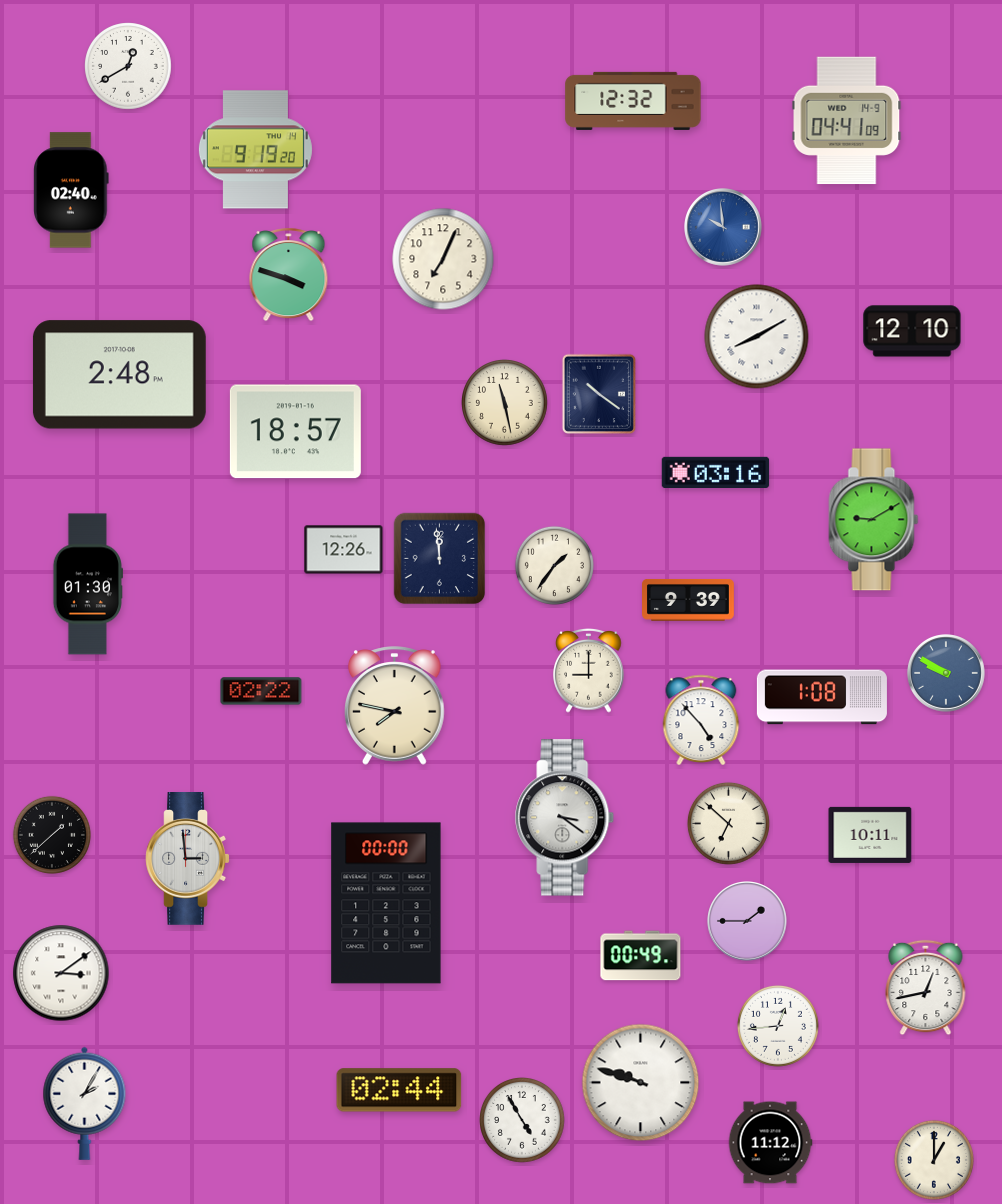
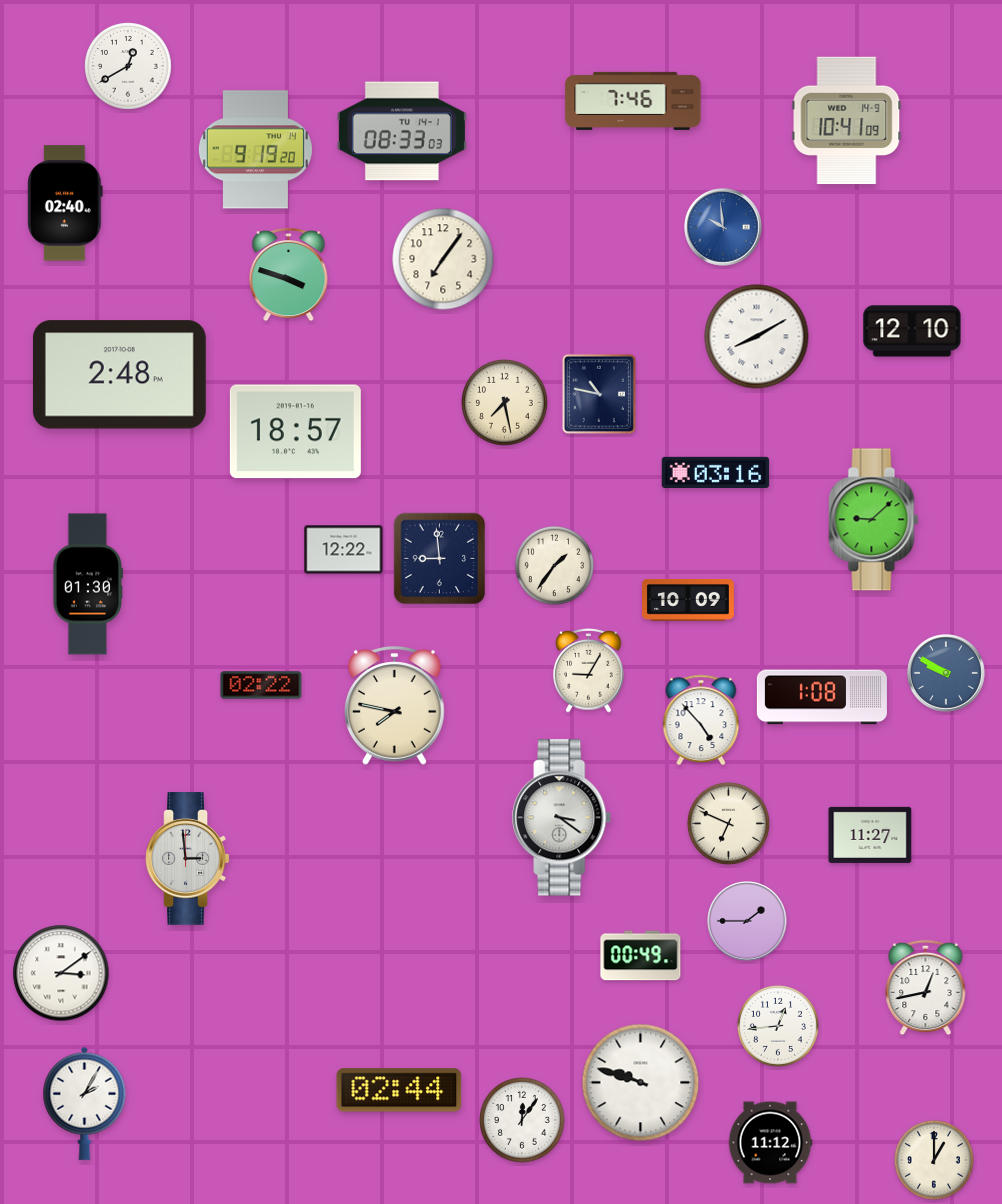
clock at (633, 101): 12:32 -> 7:46
clock at (847, 121): 04:41 -> 10:41
clock at (402, 131): none -> 08:33
clock at (71, 190) position: (71, 190) -> (65, 203)
clock at (443, 259): 7:04 -> 7:06
clock at (598, 393): 10:21 -> 10:47
clock at (505, 403): 11:28 -> 7:28
clock at (874, 520): 9:10 -> 9:08
clock at (344, 550): 12:26 -> 12:22
clock at (440, 559): 11:59 -> 8:59
clock at (689, 601): 9:39 -> 10:09
clock at (589, 671): 9:00 -> 9:05
clock at (261, 691) position: (261, 691) -> (261, 685)
clock at (565, 818) position: (565, 818) -> (562, 818)
clock at (728, 823): 6:52 -> 6:49
clock at (52, 835): 1:38 -> none
clock at (870, 835): 10:11 -> 11:27
clock at (386, 903): 00:00 -> none
clock at (523, 1121): 4:55 -> 12:06
